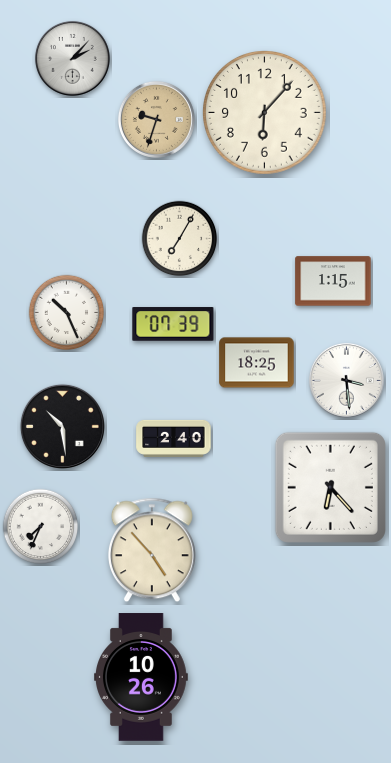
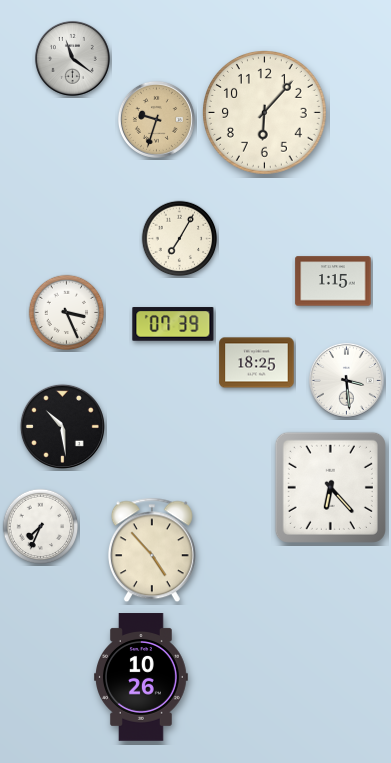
clock at (72, 58): 2:07 -> 11:21
clock at (67, 313): 10:26 -> 3:26
clock at (174, 438): 2:40 -> none
